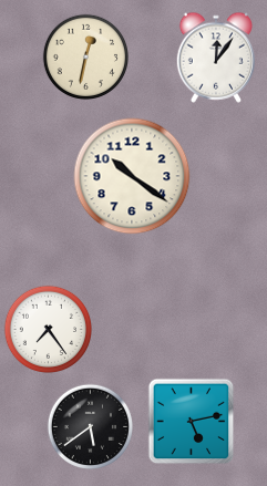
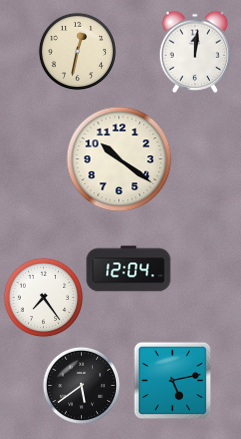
clock at (215, 58): 12:06 -> 12:01
clock at (129, 269): none -> 12:04
